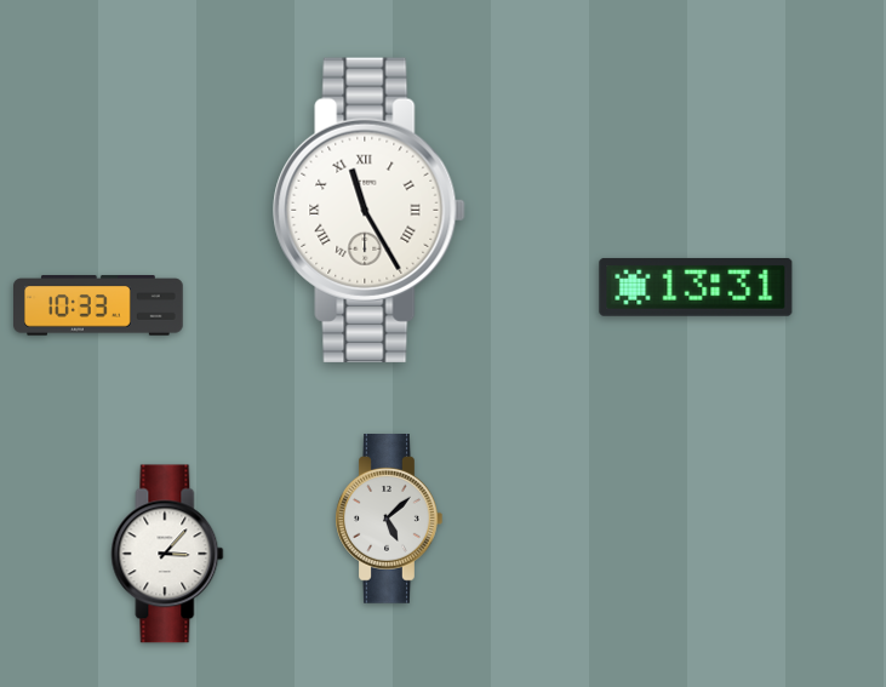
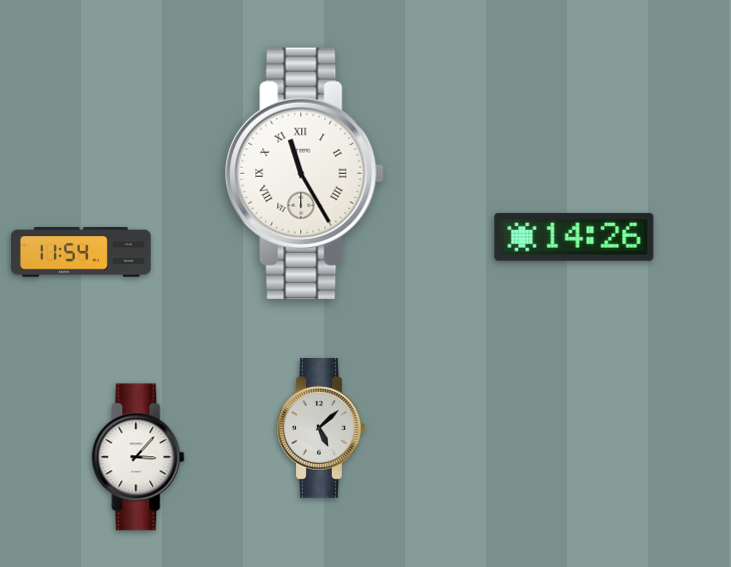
clock at (696, 287): 13:31 -> 14:26
clock at (99, 305): 10:33 -> 11:54
